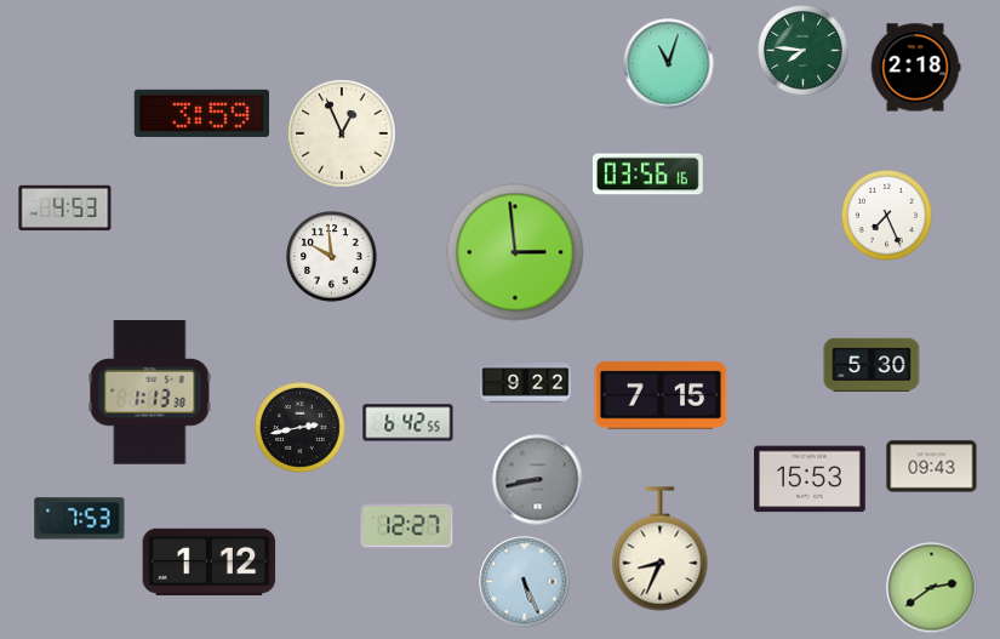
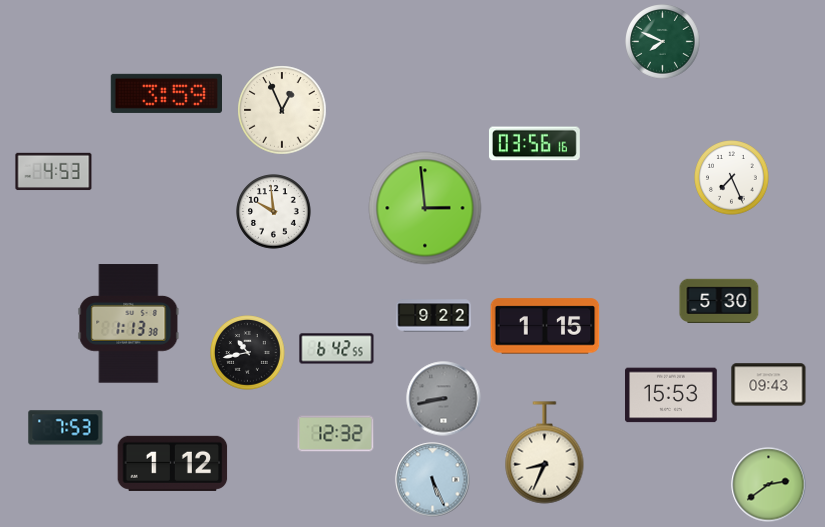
clock at (804, 51): 7:46 -> 7:49
clock at (669, 64): 11:03 -> none
clock at (915, 68): 2:18 -> none
clock at (150, 393) position: (150, 393) -> (129, 324)
clock at (661, 395): 7:15 -> 1:15
clock at (301, 428): 2:43 -> 10:43
clock at (811, 479) position: (811, 479) -> (672, 395)
clock at (538, 480) position: (538, 480) -> (444, 399)
clock at (407, 526): 12:27 -> 12:32
